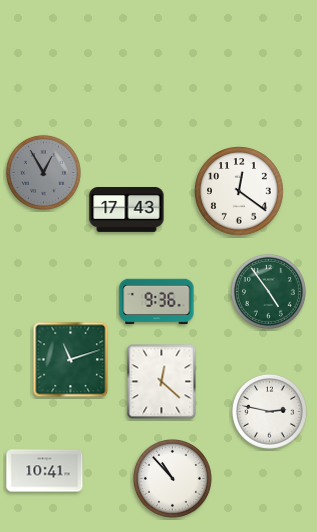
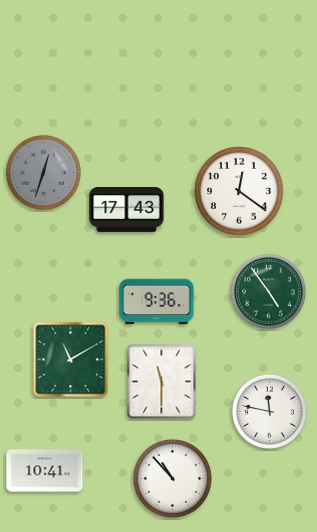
clock at (43, 172): 12:55 -> 12:33
clock at (71, 360): 11:12 -> 11:10
clock at (162, 382): 12:22 -> 11:30
clock at (269, 411): 2:47 -> 11:47
